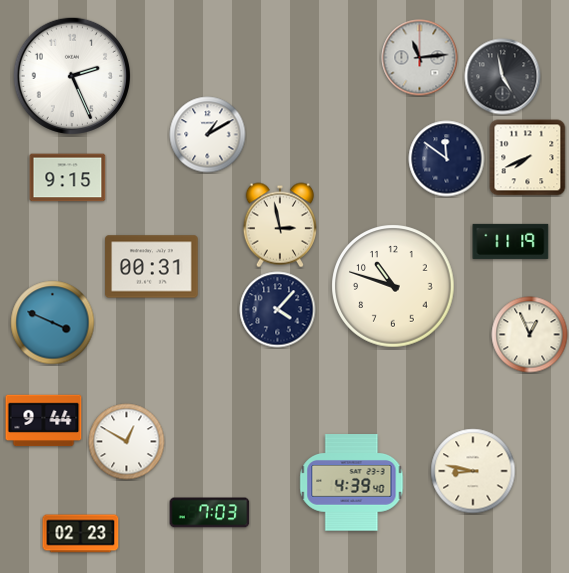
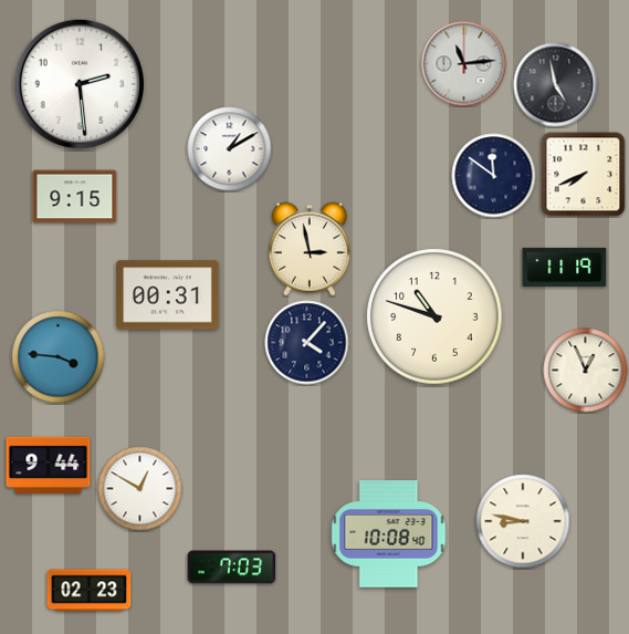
clock at (71, 75): 2:26 -> 2:29
clock at (53, 323): 3:49 -> 3:46
clock at (352, 483): 4:39 -> 10:08
